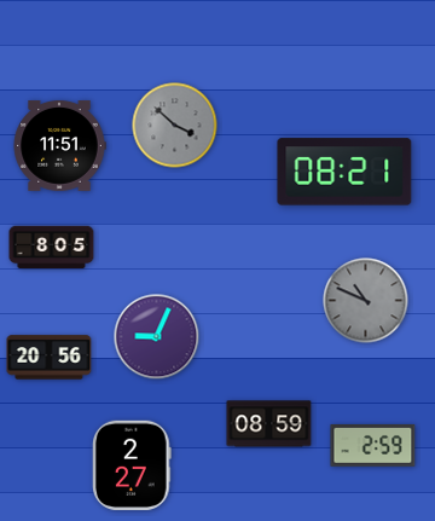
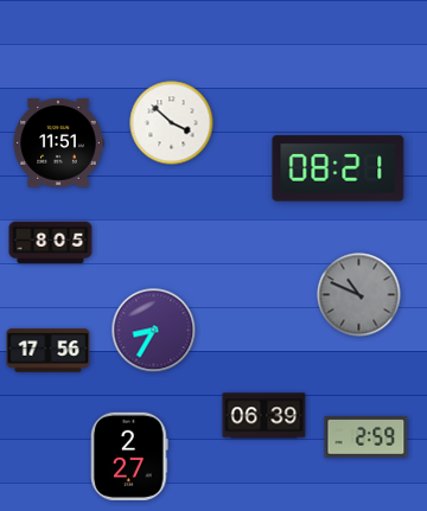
clock at (175, 126) dial: grey -> white
clock at (157, 337): 9:04 -> 8:35
clock at (50, 358): 20:56 -> 17:56
clock at (269, 424): 08:59 -> 06:39
